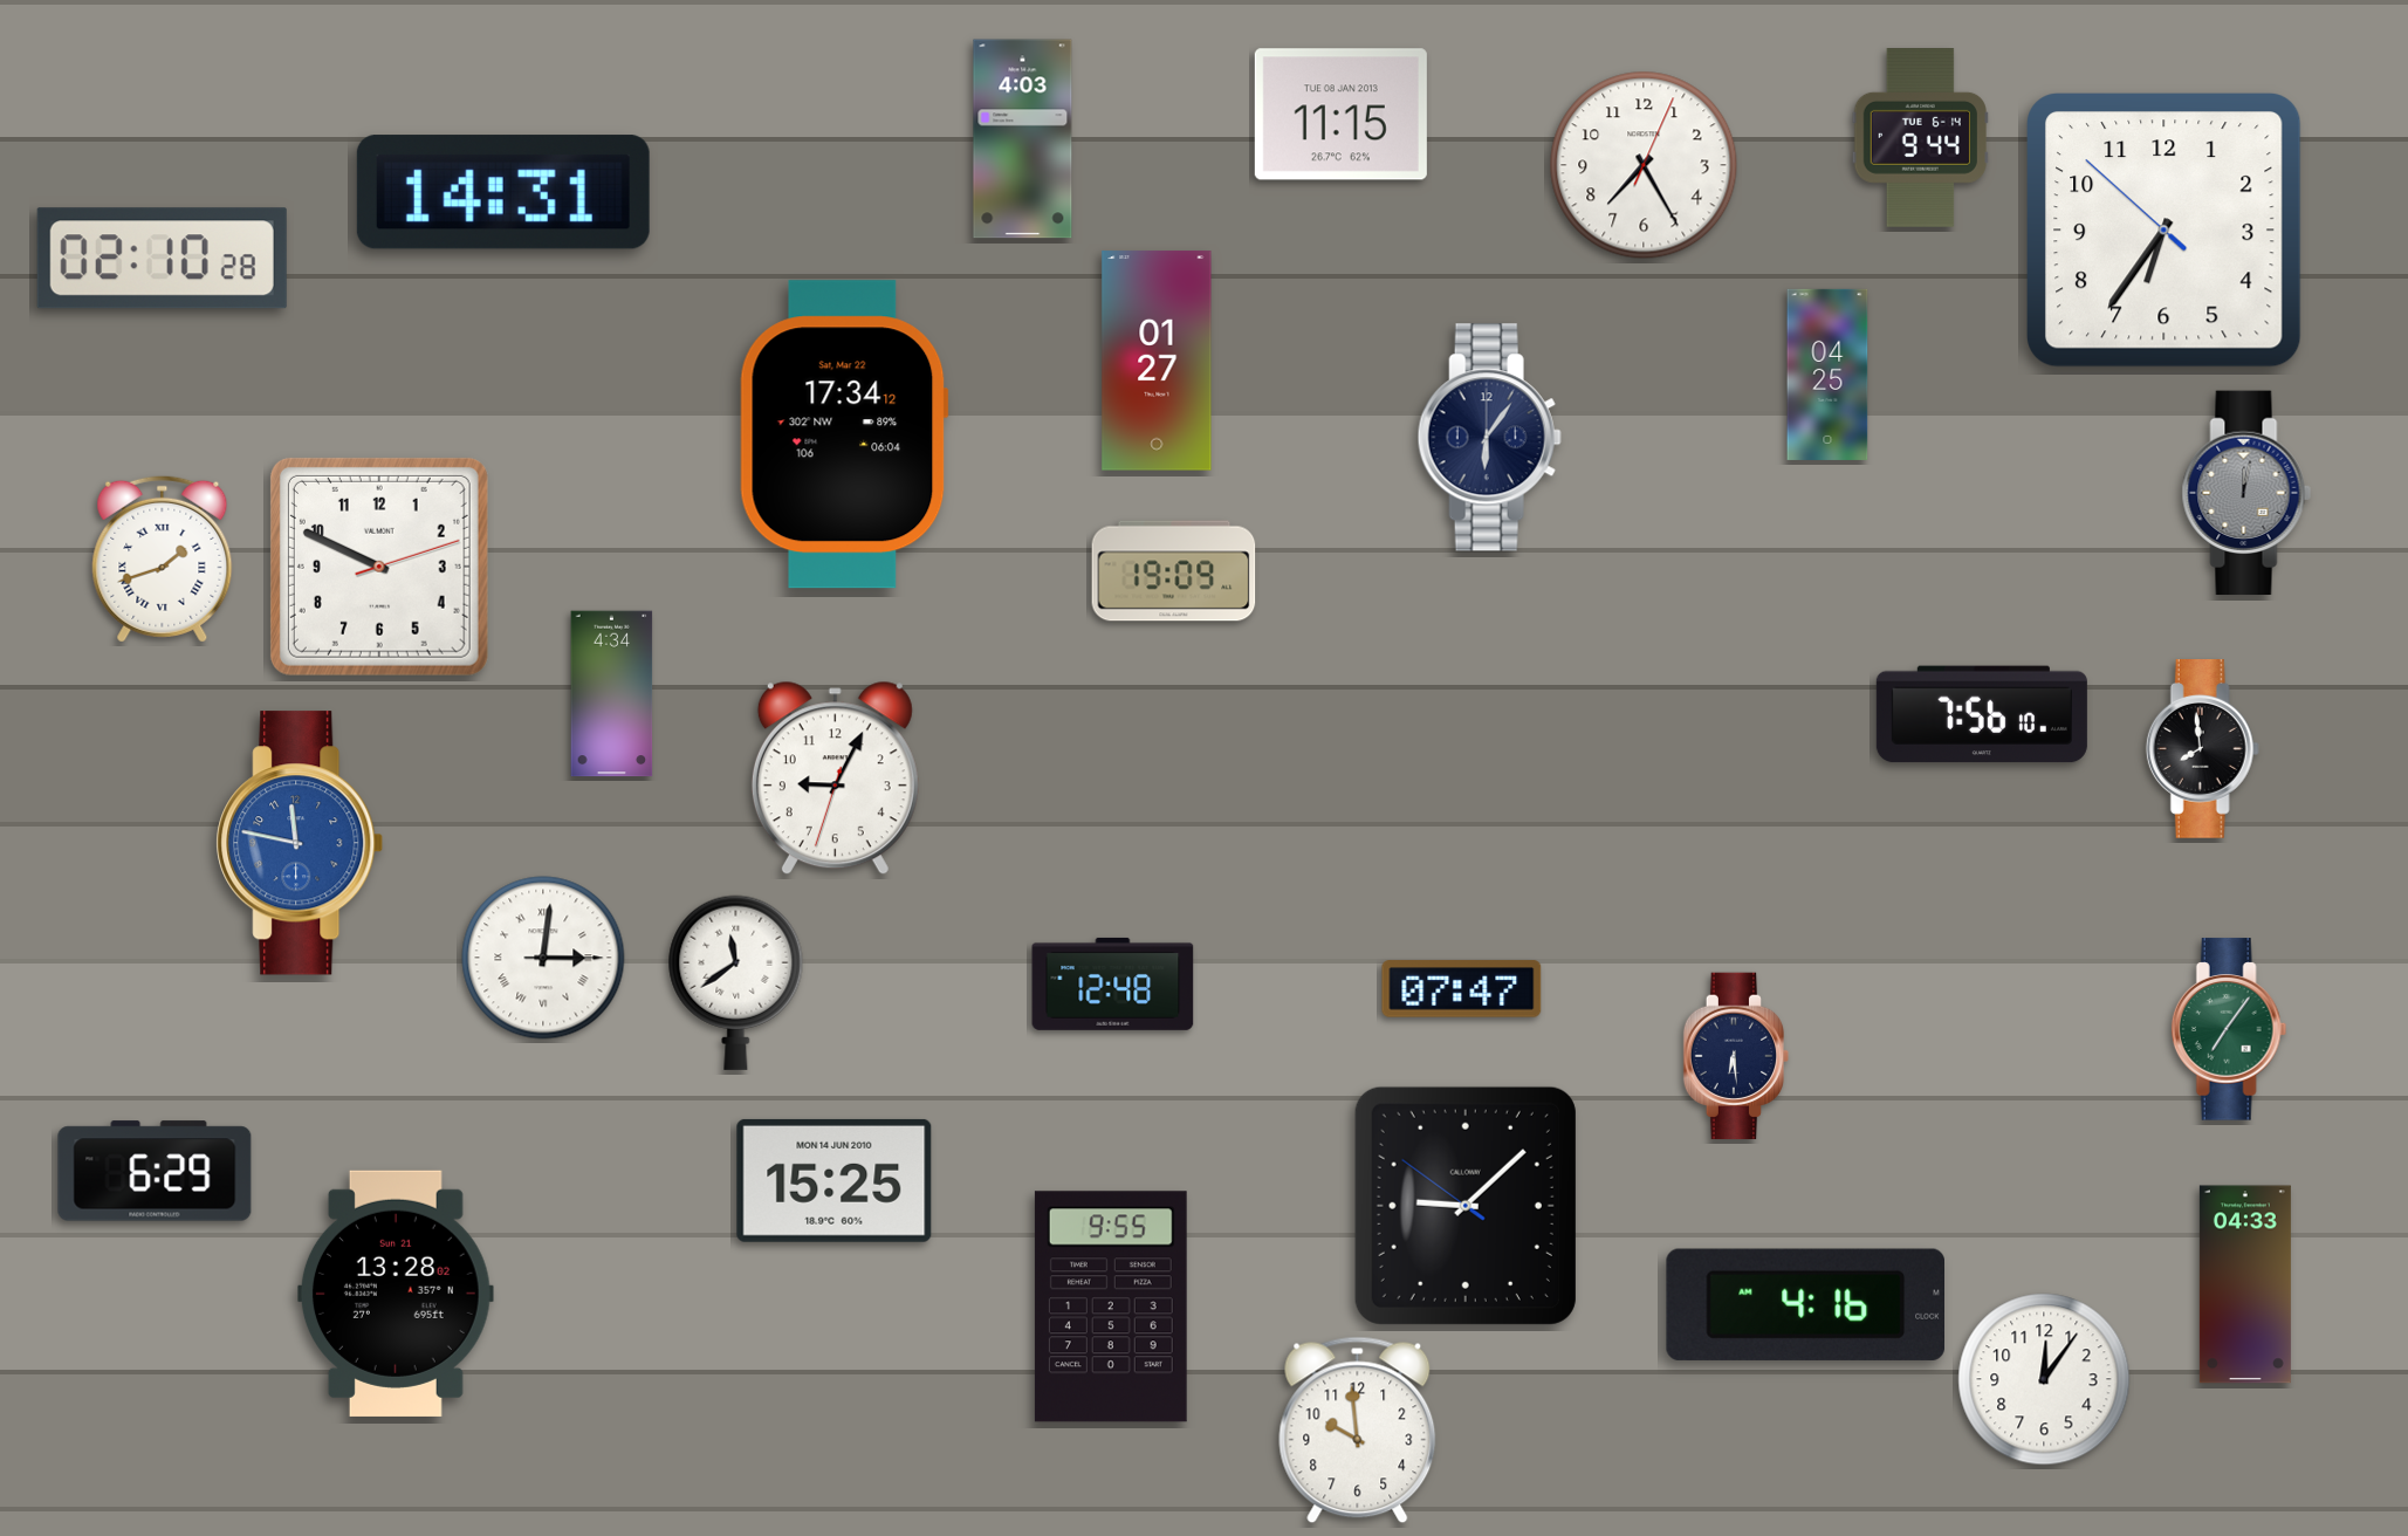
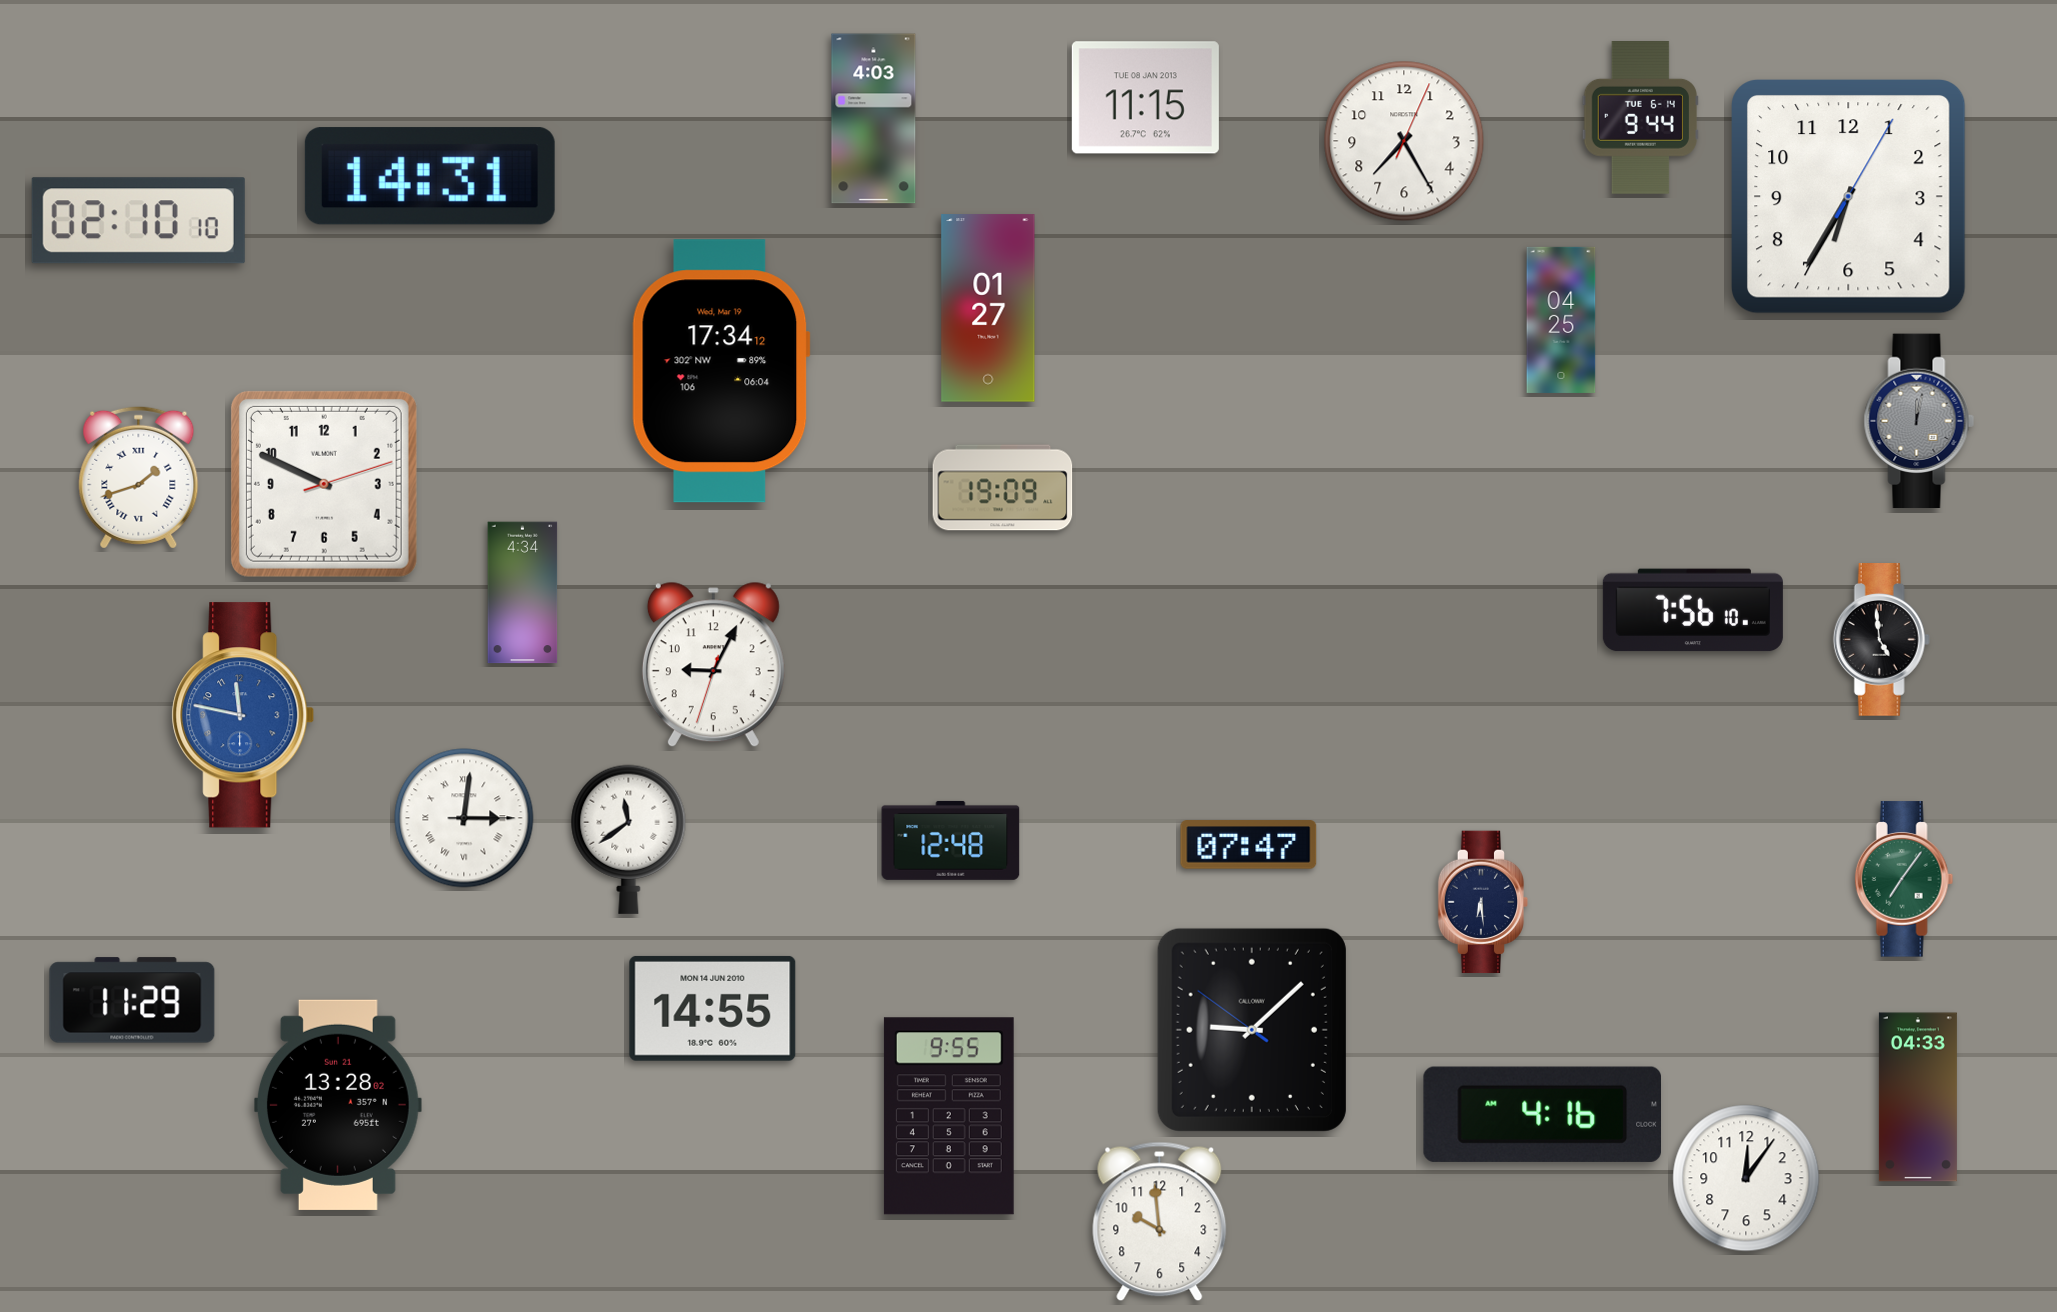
clock at (503, 192) position: (503, 192) -> (430, 176)
clock at (2165, 231): 6:35:52 -> 6:35:05
clock at (162, 259): 02:10:28 -> 02:10:10
clock at (844, 434) date: Sat, Mar 22 -> Wed, Mar 19
clock at (1489, 438): 6:06 -> none
clock at (2202, 749): 7:59 -> 4:59
clock at (300, 843) position: (300, 843) -> (243, 715)
clock at (155, 1171): 6:29 -> 11:29
clock at (835, 1180): 15:25 -> 14:55
